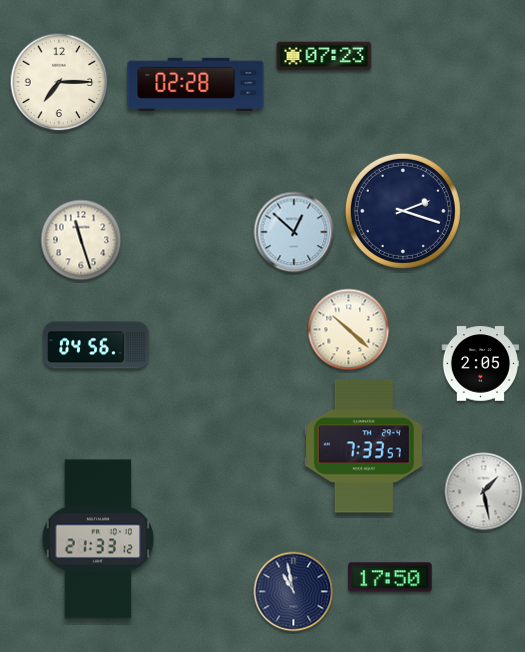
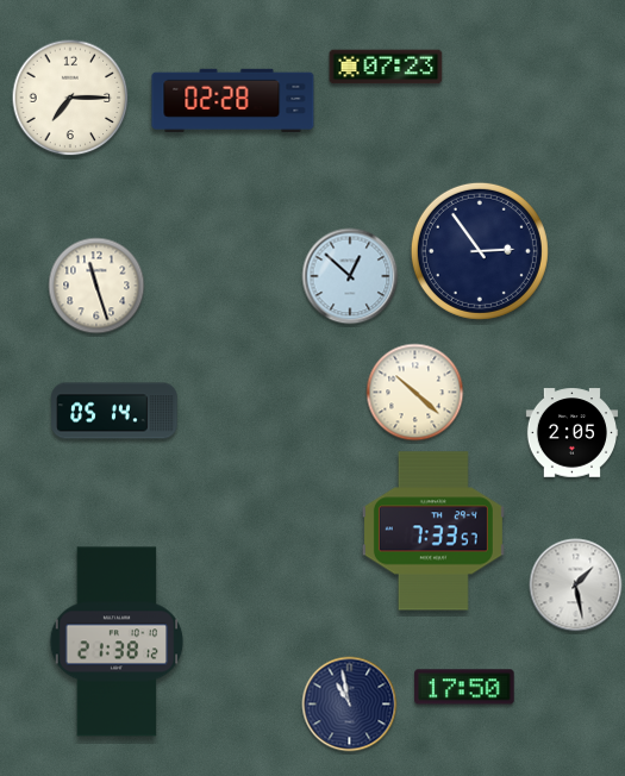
clock at (403, 211): 2:18 -> 2:54
clock at (96, 345): 04:56 -> 05:14
clock at (98, 539): 21:33 -> 21:38
